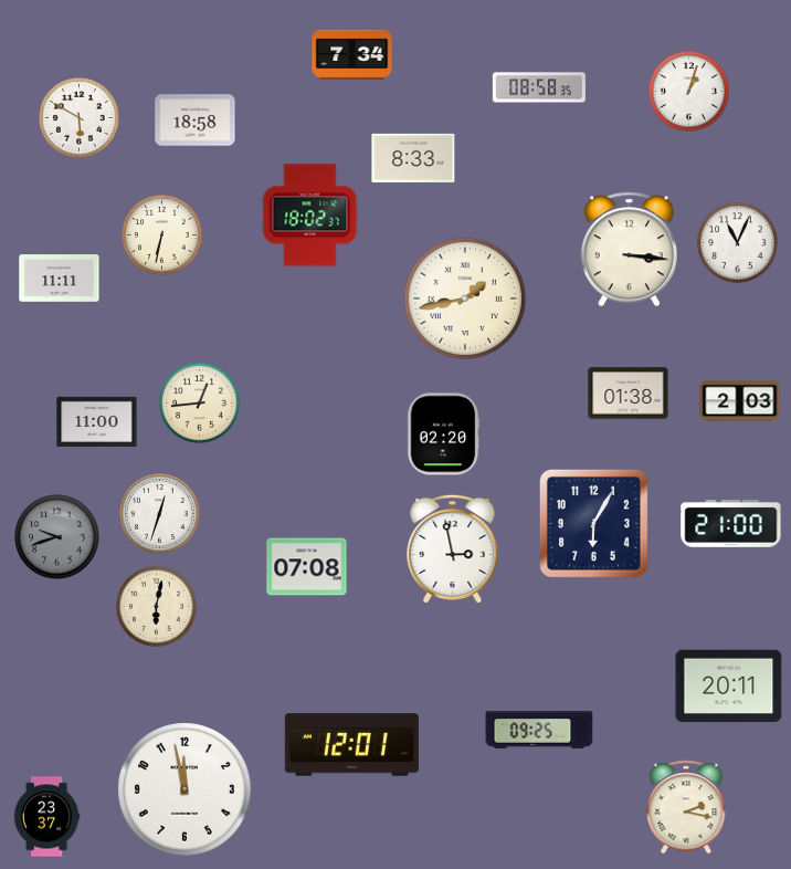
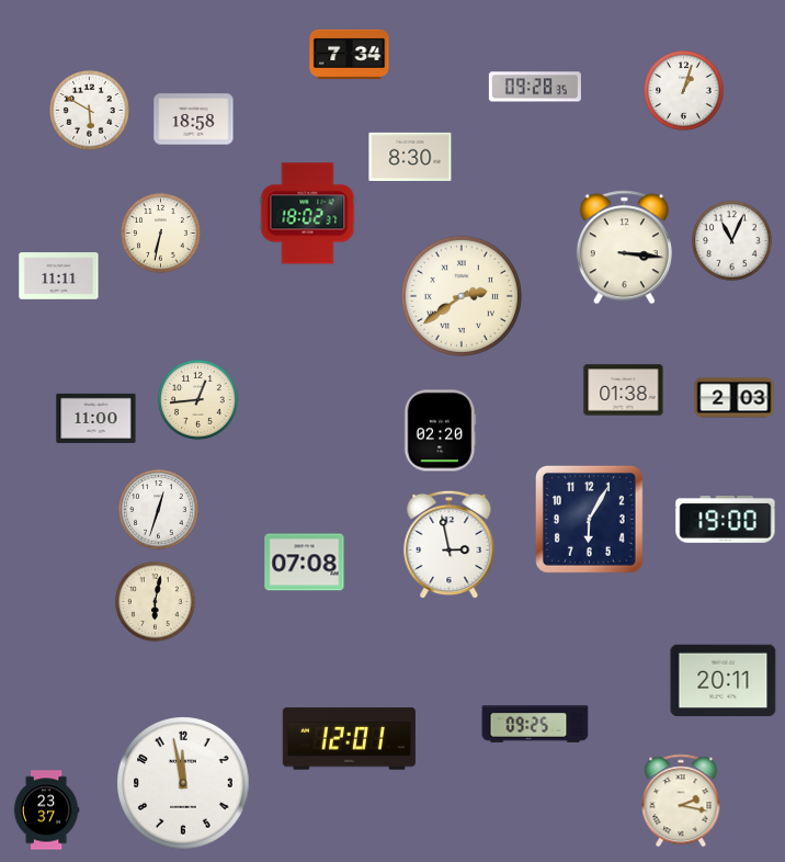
clock at (539, 87): 08:58 -> 09:28
clock at (80, 118) position: (80, 118) -> (90, 111)
clock at (413, 158): 8:33 -> 8:30
clock at (465, 299): 1:43 -> 2:39
clock at (731, 524): 21:00 -> 19:00
clock at (57, 537): 9:42 -> none
